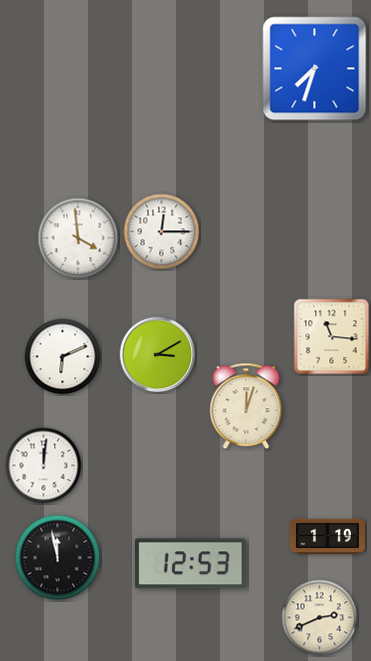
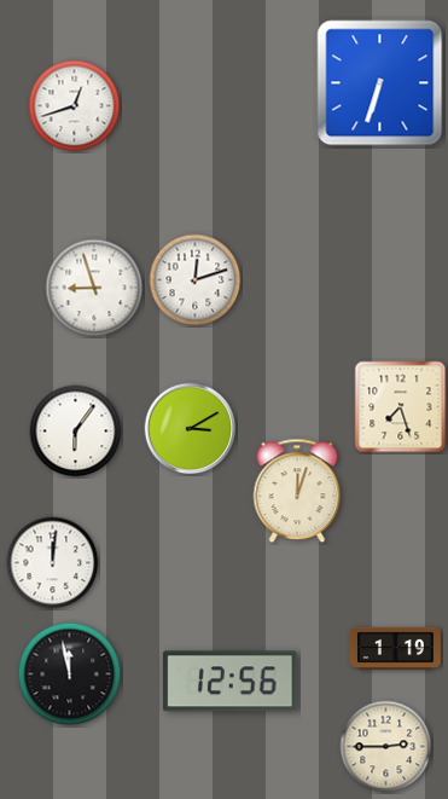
clock at (315, 69): 7:33 -> 6:33
clock at (75, 106): none -> 12:42
clock at (162, 232): 12:15 -> 12:12
clock at (78, 238): 3:59 -> 8:57
clock at (332, 337): 11:16 -> 7:27
clock at (63, 357): 6:11 -> 6:06
clock at (191, 564): 12:53 -> 12:56
clock at (320, 618): 2:41 -> 2:45
